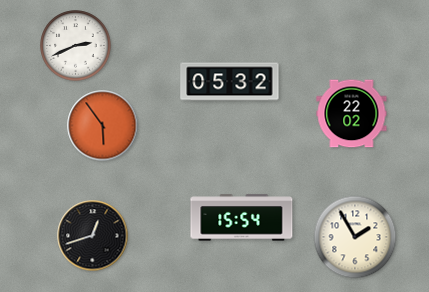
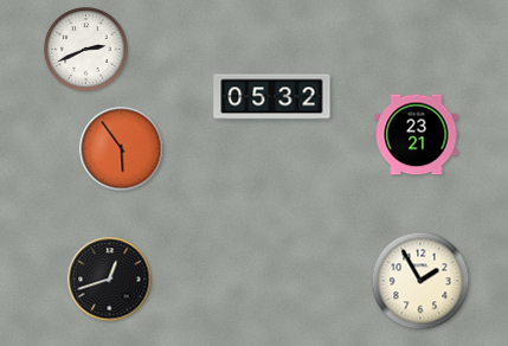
clock at (76, 46) position: (76, 46) -> (86, 50)
clock at (352, 114): 22:02 -> 23:21
clock at (242, 218): 15:54 -> none
